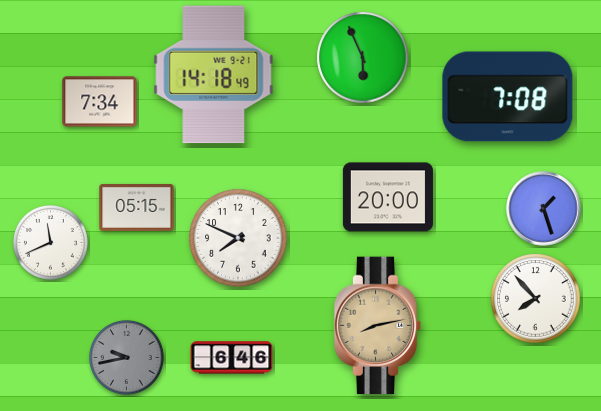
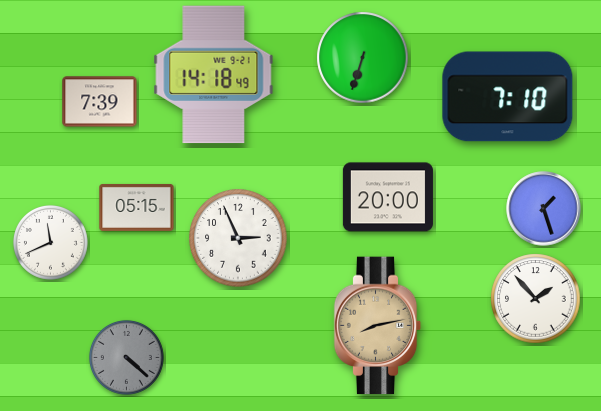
clock at (363, 58): 5:56 -> 6:33
clock at (508, 97): 7:08 -> 7:10
clock at (100, 102): 7:34 -> 7:39
clock at (238, 238): 7:49 -> 2:56
clock at (536, 299): 7:53 -> 1:53
clock at (126, 357): 9:43 -> 4:22
clock at (232, 358): 6:46 -> none
